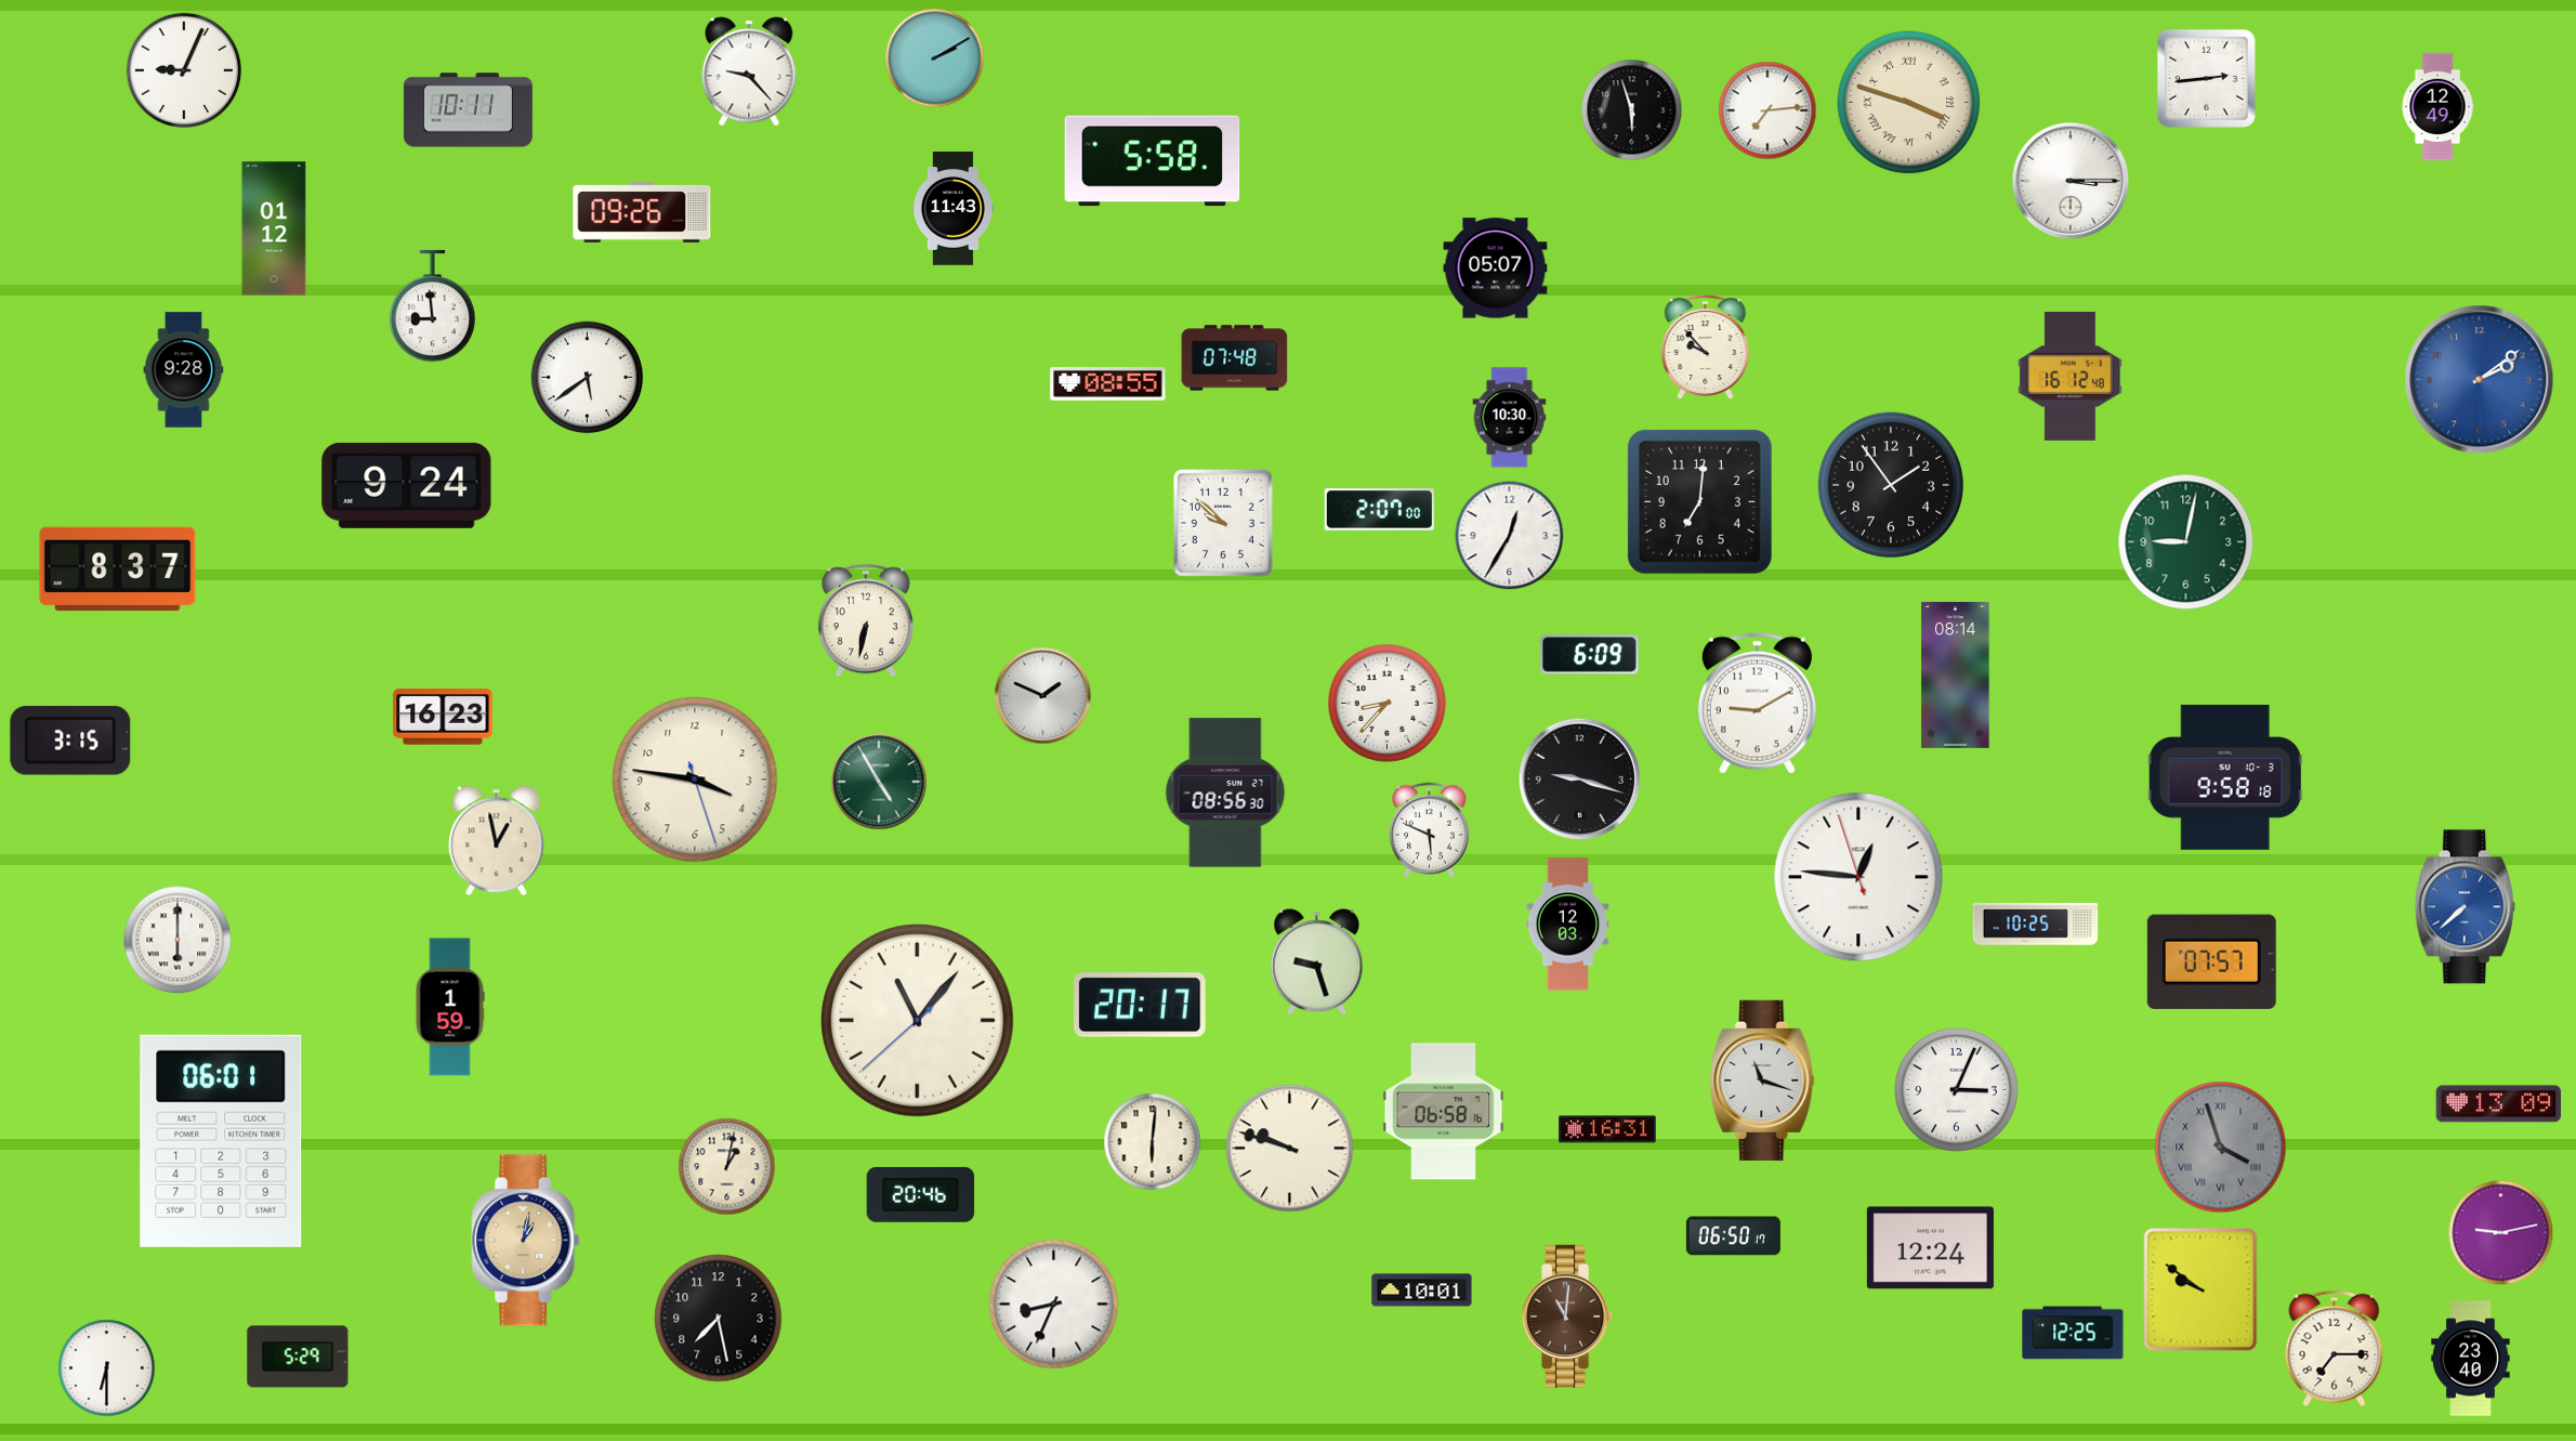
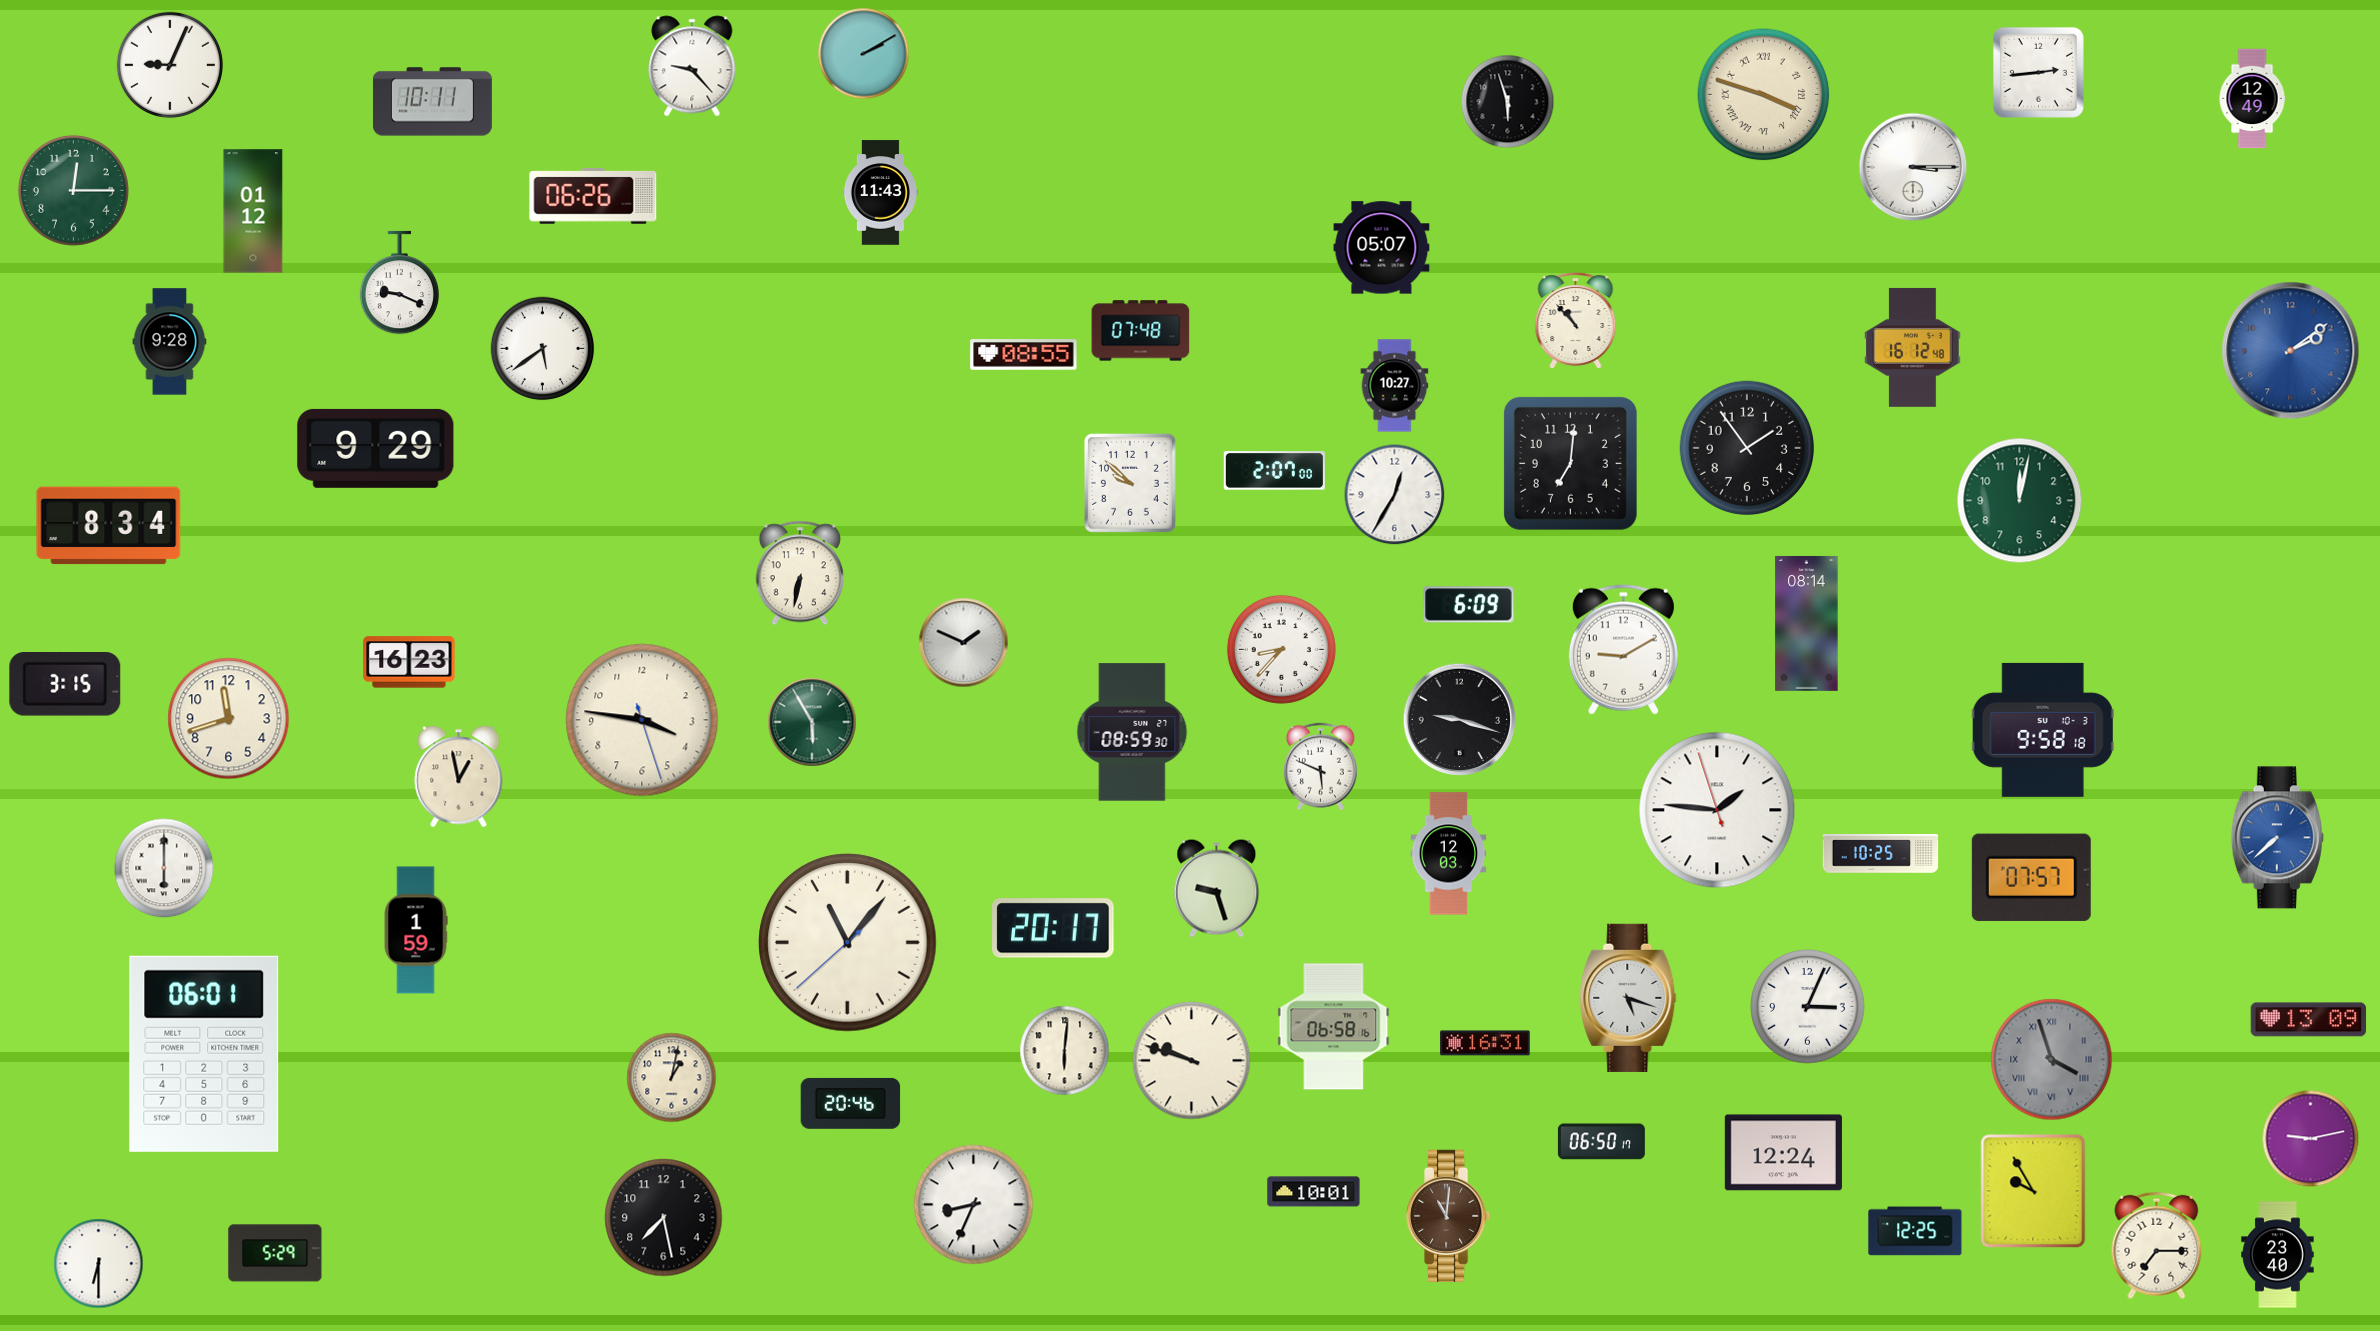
clock at (1767, 110): 7:14 -> none
clock at (1153, 161): 5:58 -> none
clock at (73, 190): none -> 12:15
clock at (642, 212): 09:26 -> 06:26
clock at (433, 306): 8:59 -> 9:19
clock at (1706, 348): 9:53 -> 10:53
clock at (1510, 418): 10:30 -> 10:27
clock at (407, 485): 9:24 -> 9:29
clock at (2186, 542): 9:02 -> 12:02
clock at (118, 569): 8:37 -> 8:34
clock at (2225, 777) position: (2225, 777) -> (2043, 730)
clock at (229, 719): none -> 11:42
clock at (879, 782): 4:55 -> 5:55
clock at (1225, 792): 08:56 -> 08:59
clock at (1858, 877): 12:45 -> 1:45
clock at (2211, 961) position: (2211, 961) -> (2031, 877)
clock at (1762, 1080): 11:18 -> 5:18
clock at (1153, 1142) position: (1153, 1142) -> (1065, 1051)
clock at (526, 1241): 1:02 -> none
clock at (2200, 1289): 9:51 -> 9:55
clock at (2471, 1359) position: (2471, 1359) -> (2278, 1255)
